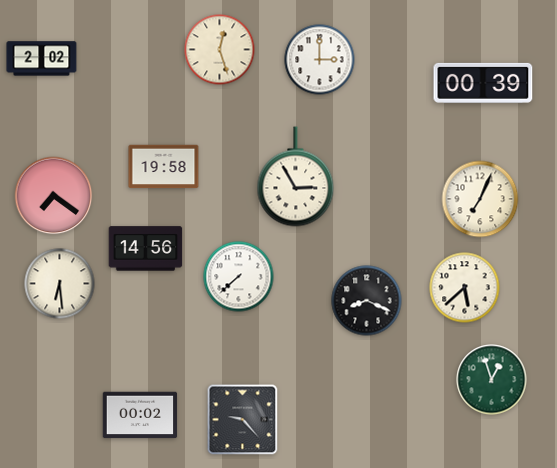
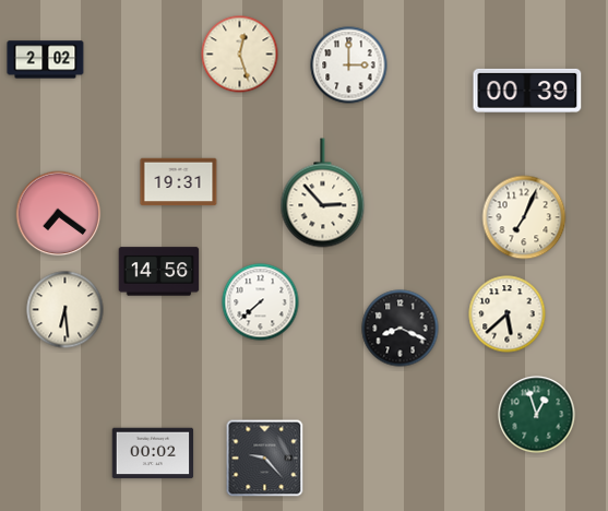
clock at (42, 59) position: (42, 59) -> (46, 60)
clock at (164, 167): 19:58 -> 19:31
clock at (296, 177): 2:55 -> 2:53
